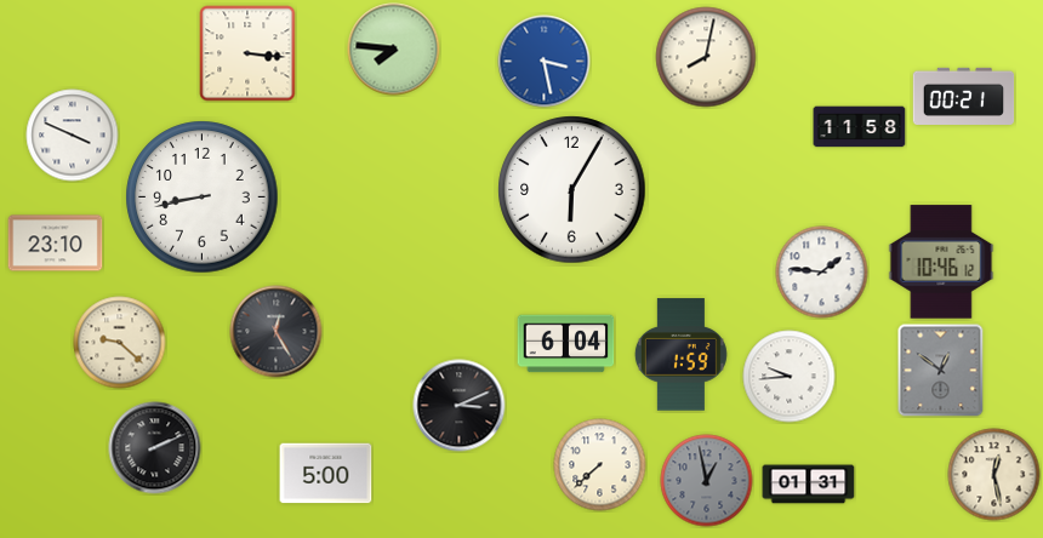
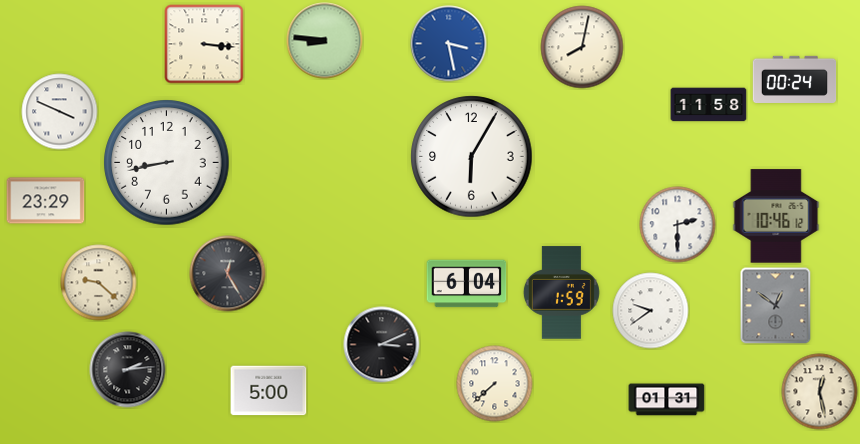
clock at (394, 50): 7:46 -> 8:46
clock at (545, 62) position: (545, 62) -> (449, 44)
clock at (964, 96): 00:21 -> 00:24
clock at (56, 244): 23:10 -> 23:29
clock at (822, 273): 1:46 -> 2:30
clock at (790, 377): 9:44 -> 9:39
clock at (460, 406) position: (460, 406) -> (382, 345)
clock at (155, 448): 2:11 -> 2:14
clock at (707, 481): 12:58 -> none
